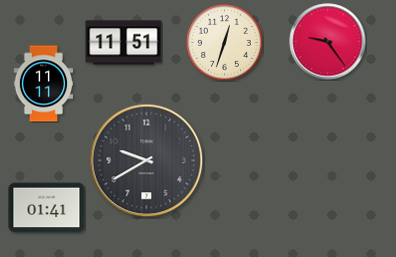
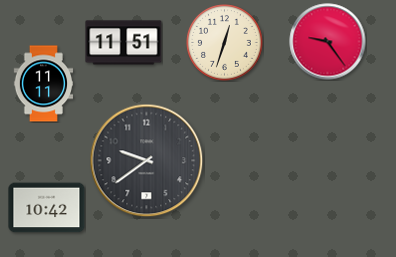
clock at (147, 161): 9:40 -> 9:39
clock at (47, 208): 01:41 -> 10:42
